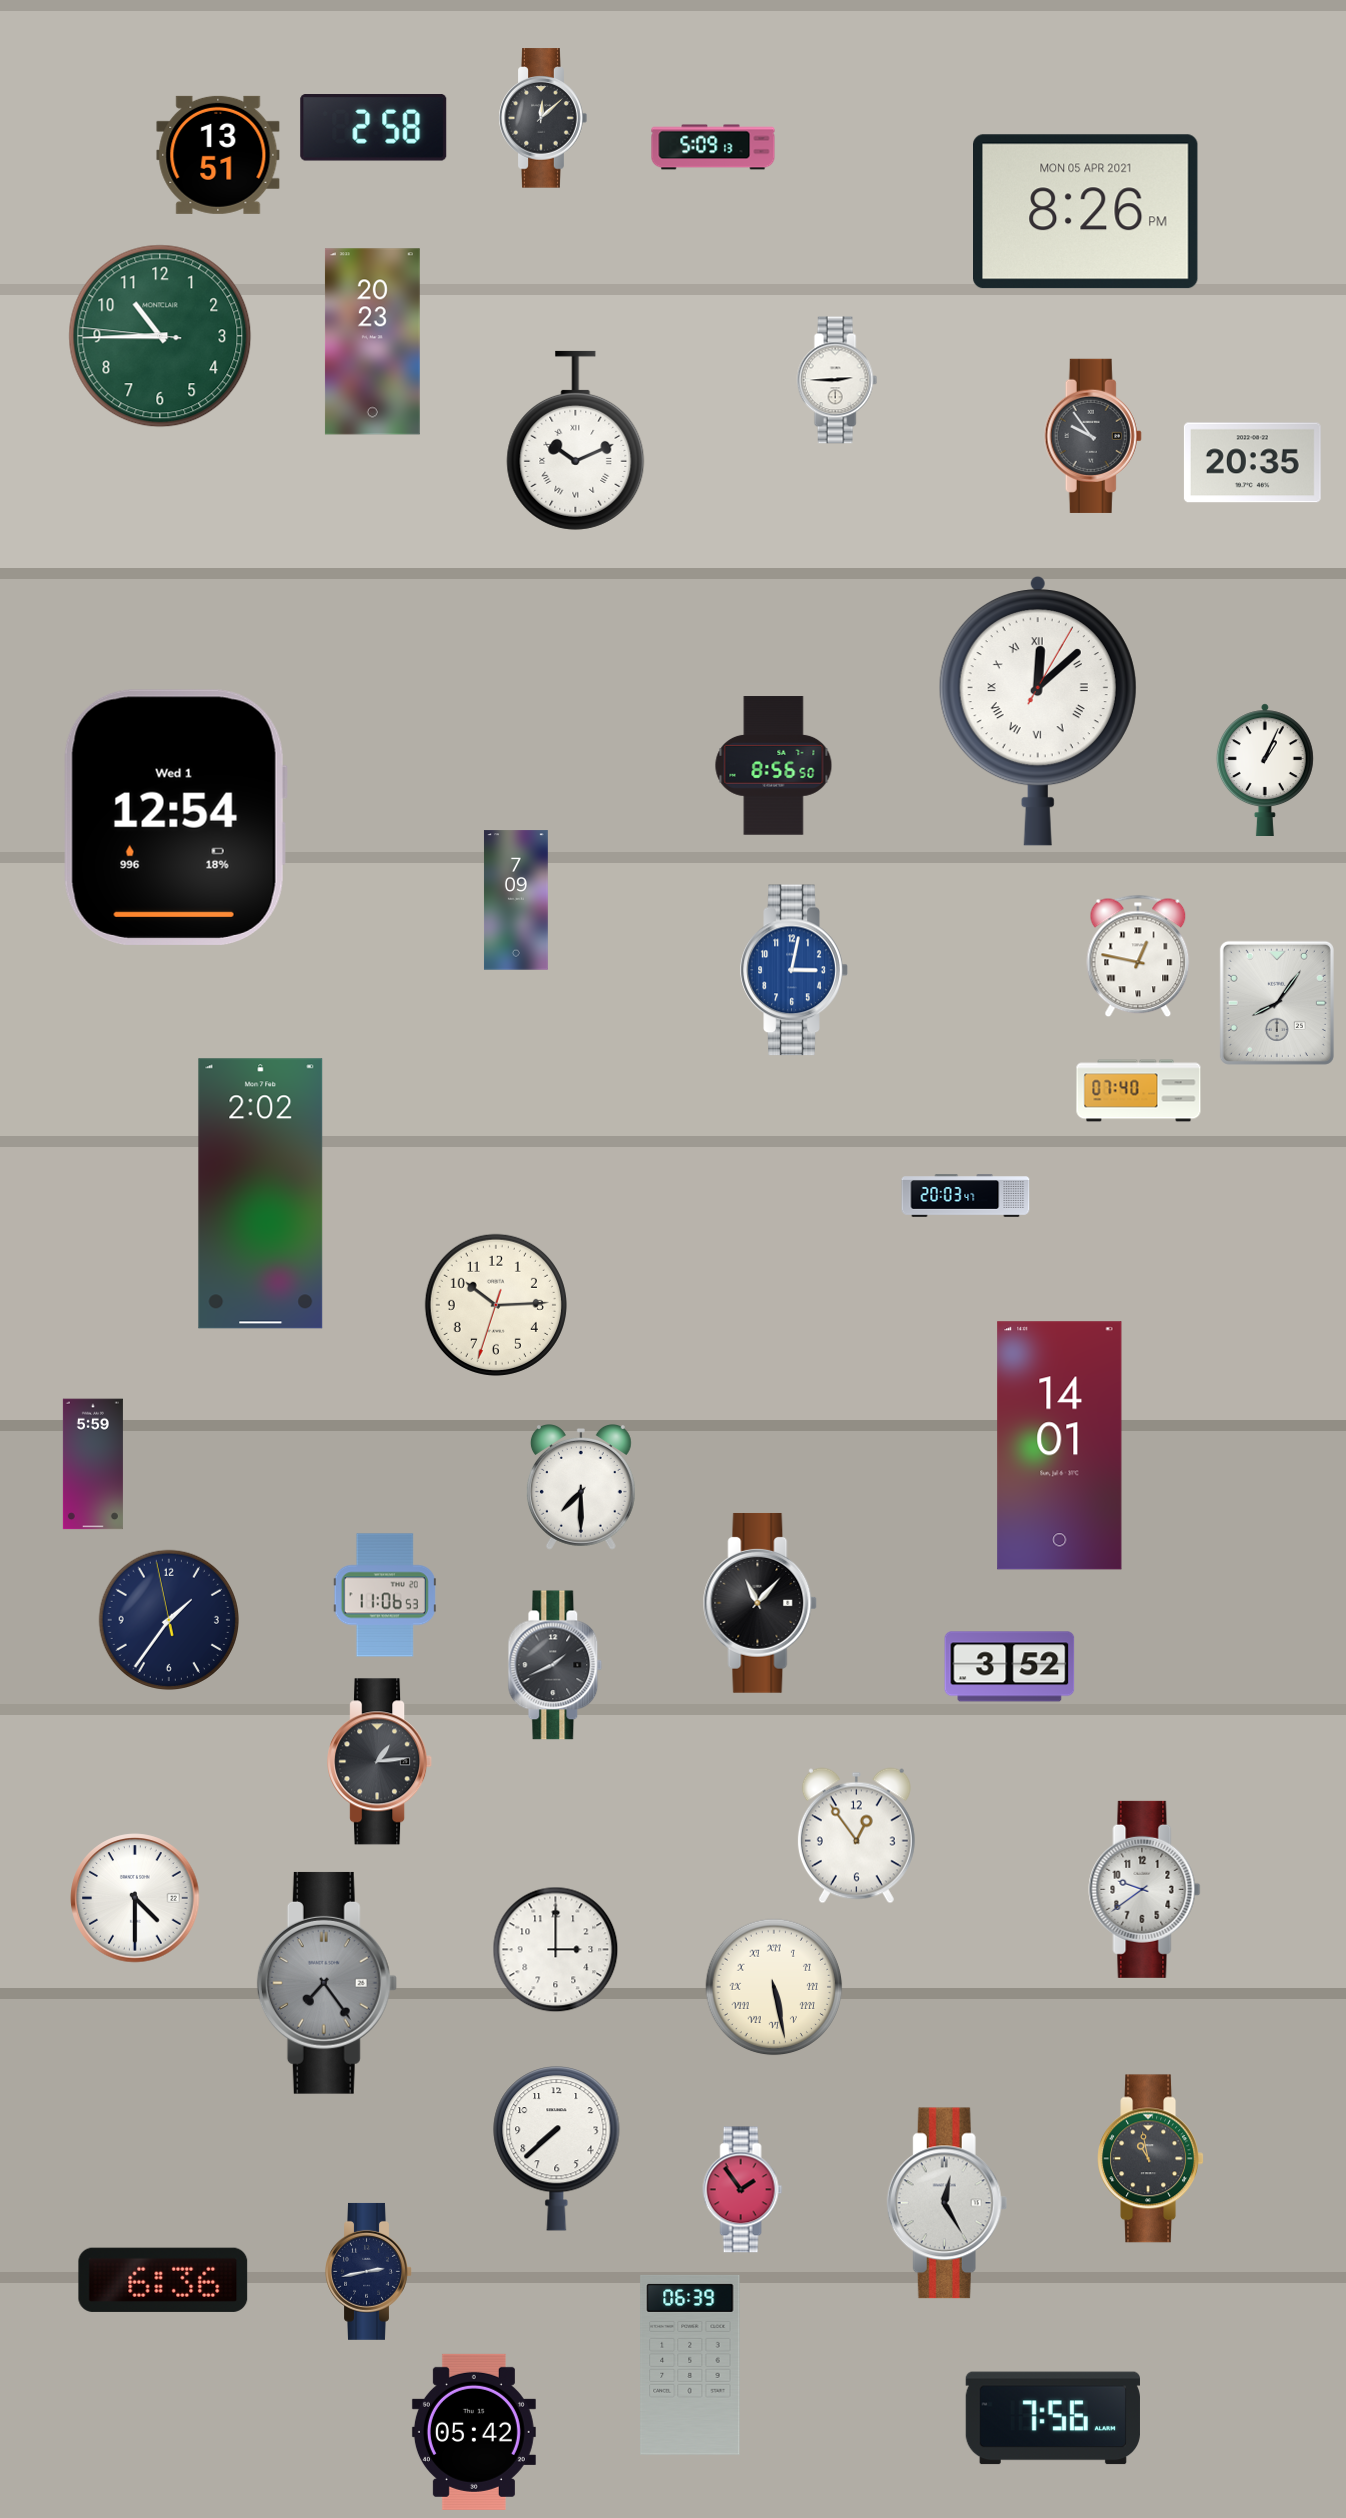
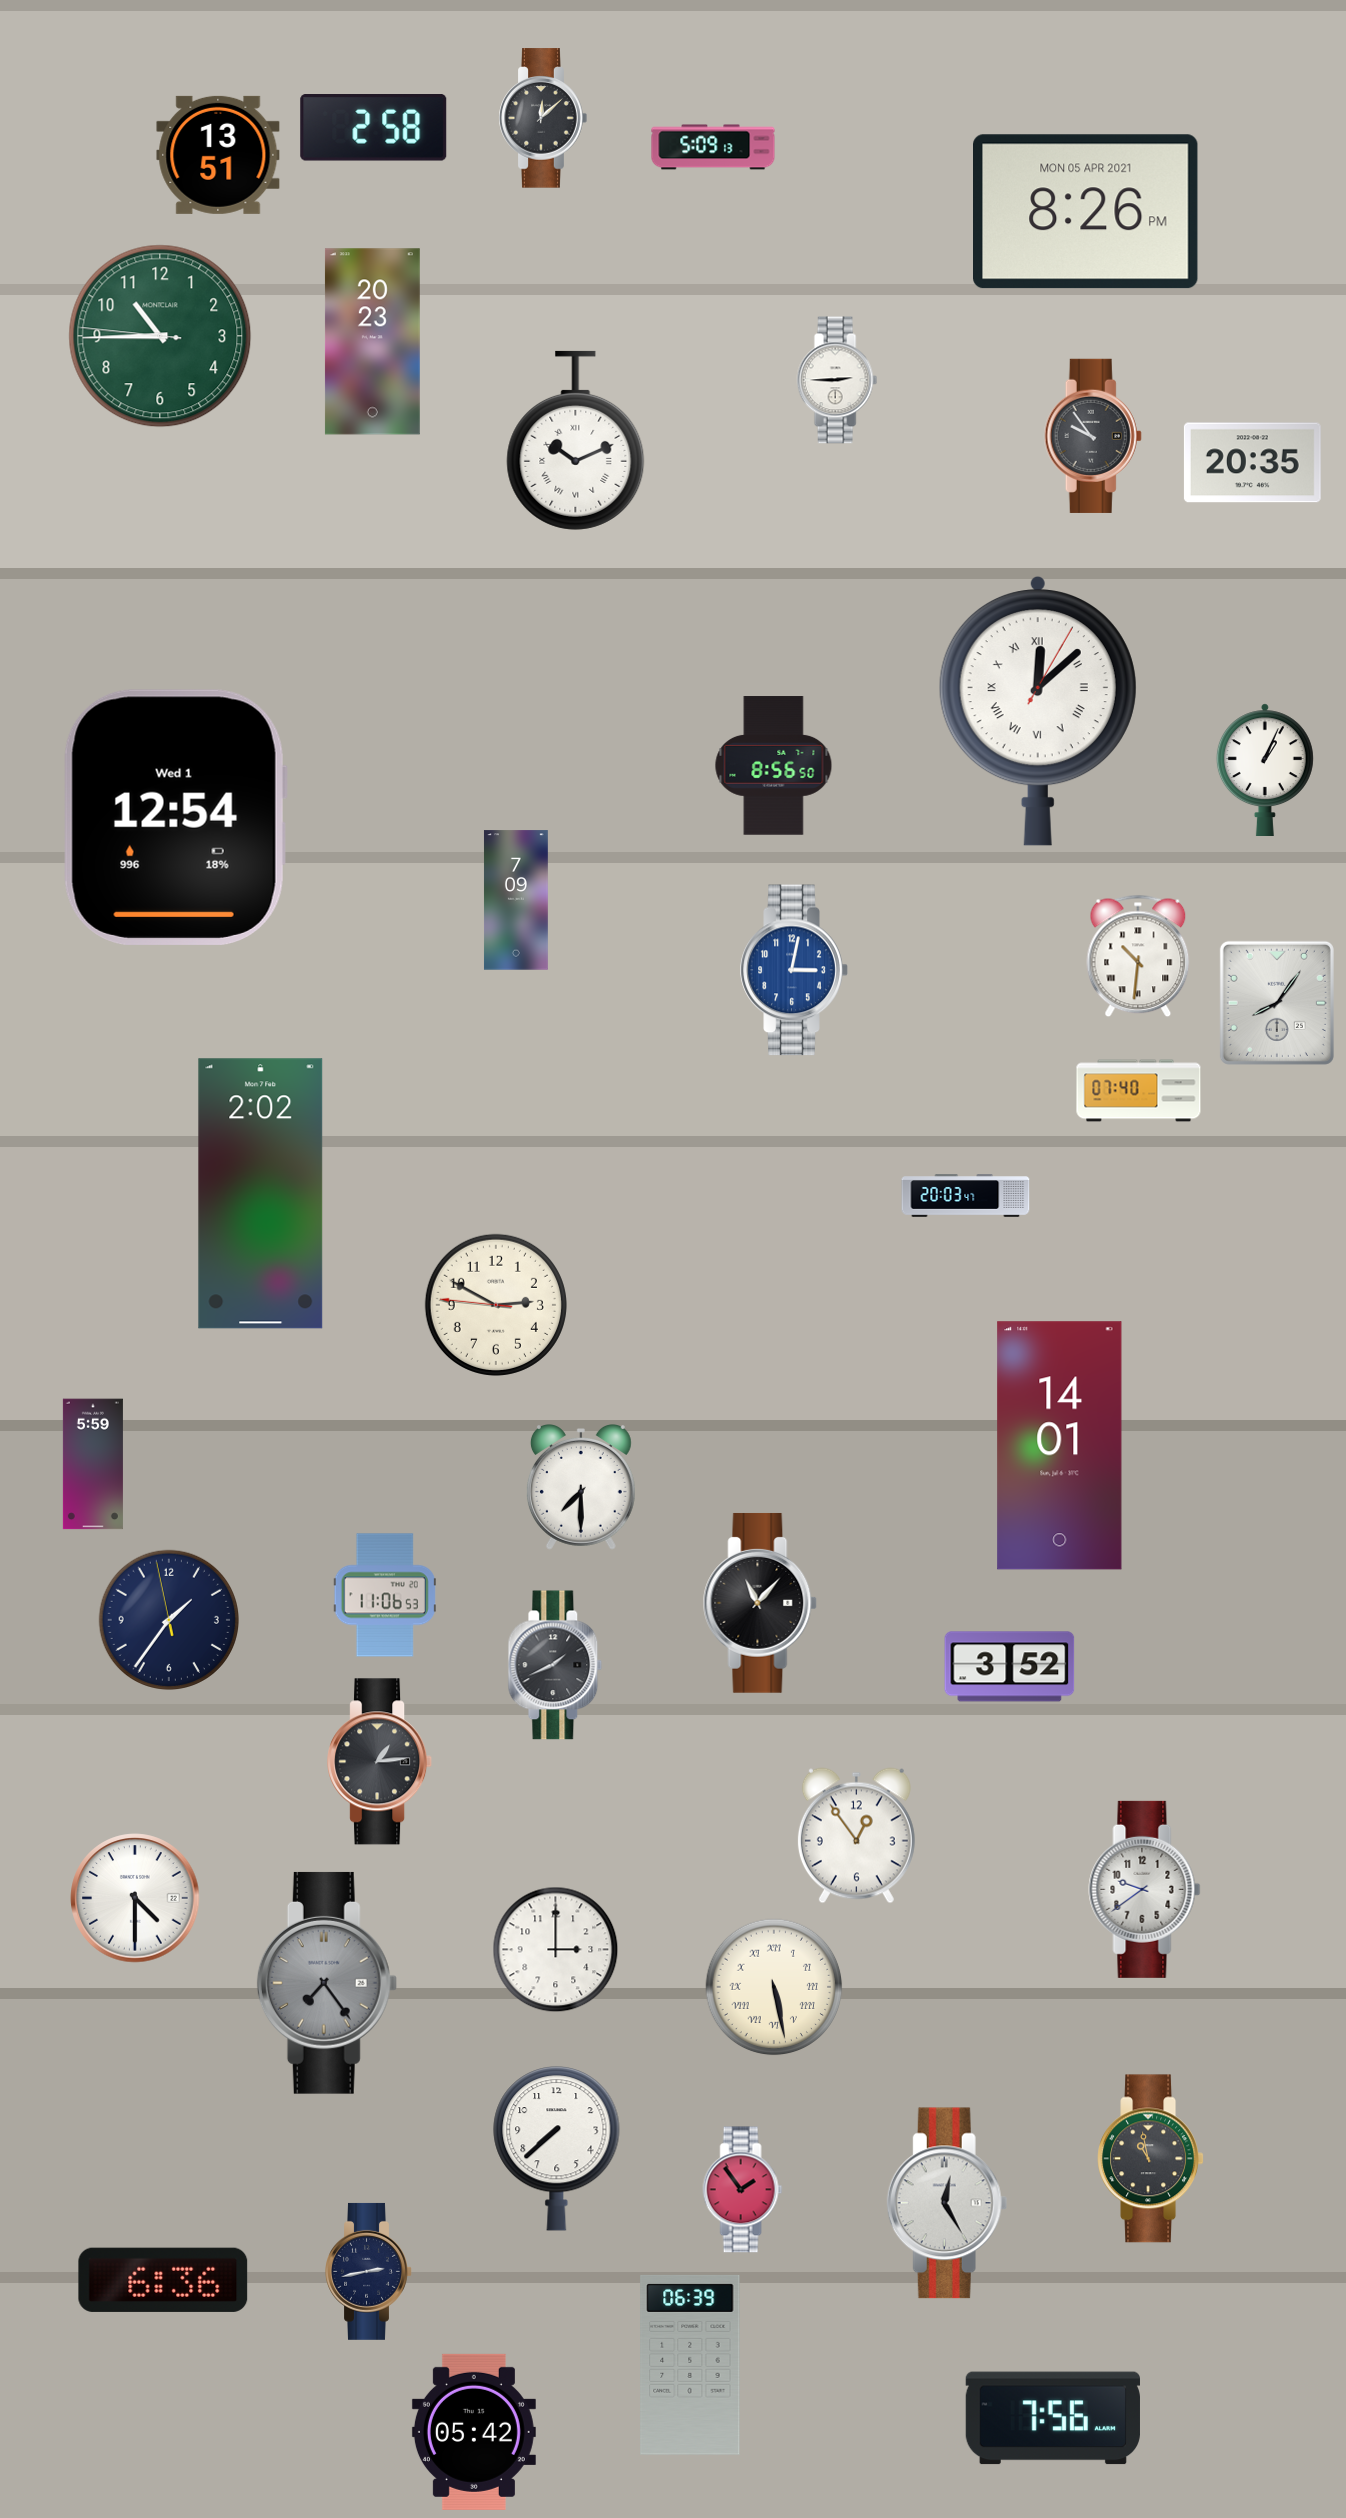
clock at (1138, 956): 12:47 -> 10:31
clock at (496, 1305): 10:14 -> 2:49
